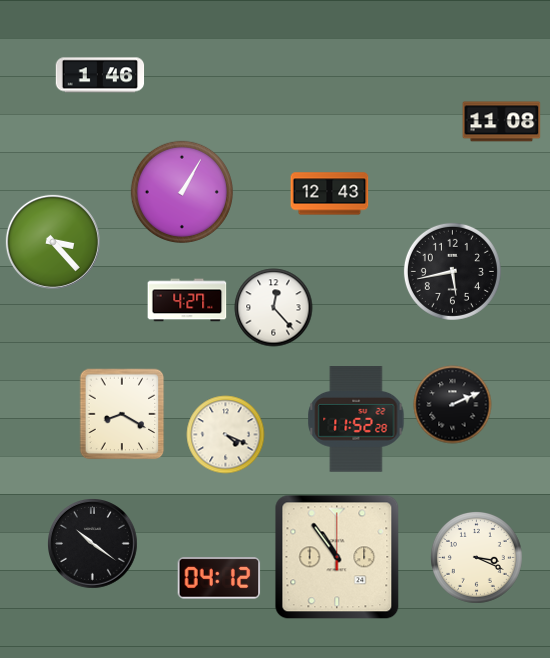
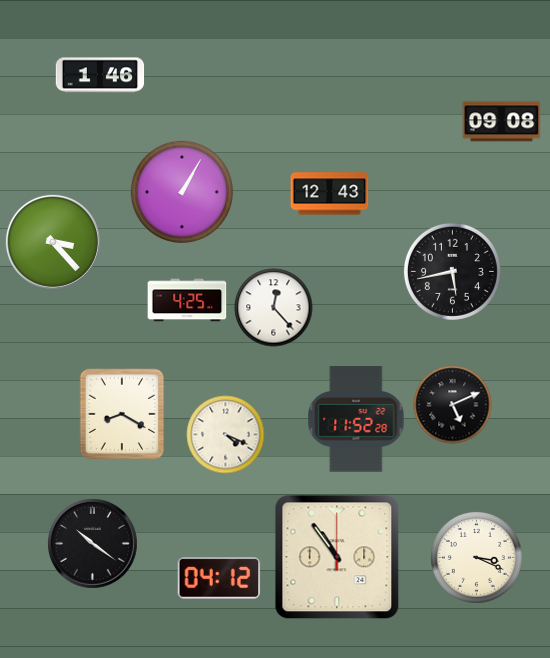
clock at (501, 122): 11:08 -> 09:08
clock at (187, 300): 4:27 -> 4:25
clock at (452, 404): 2:11 -> 5:11
